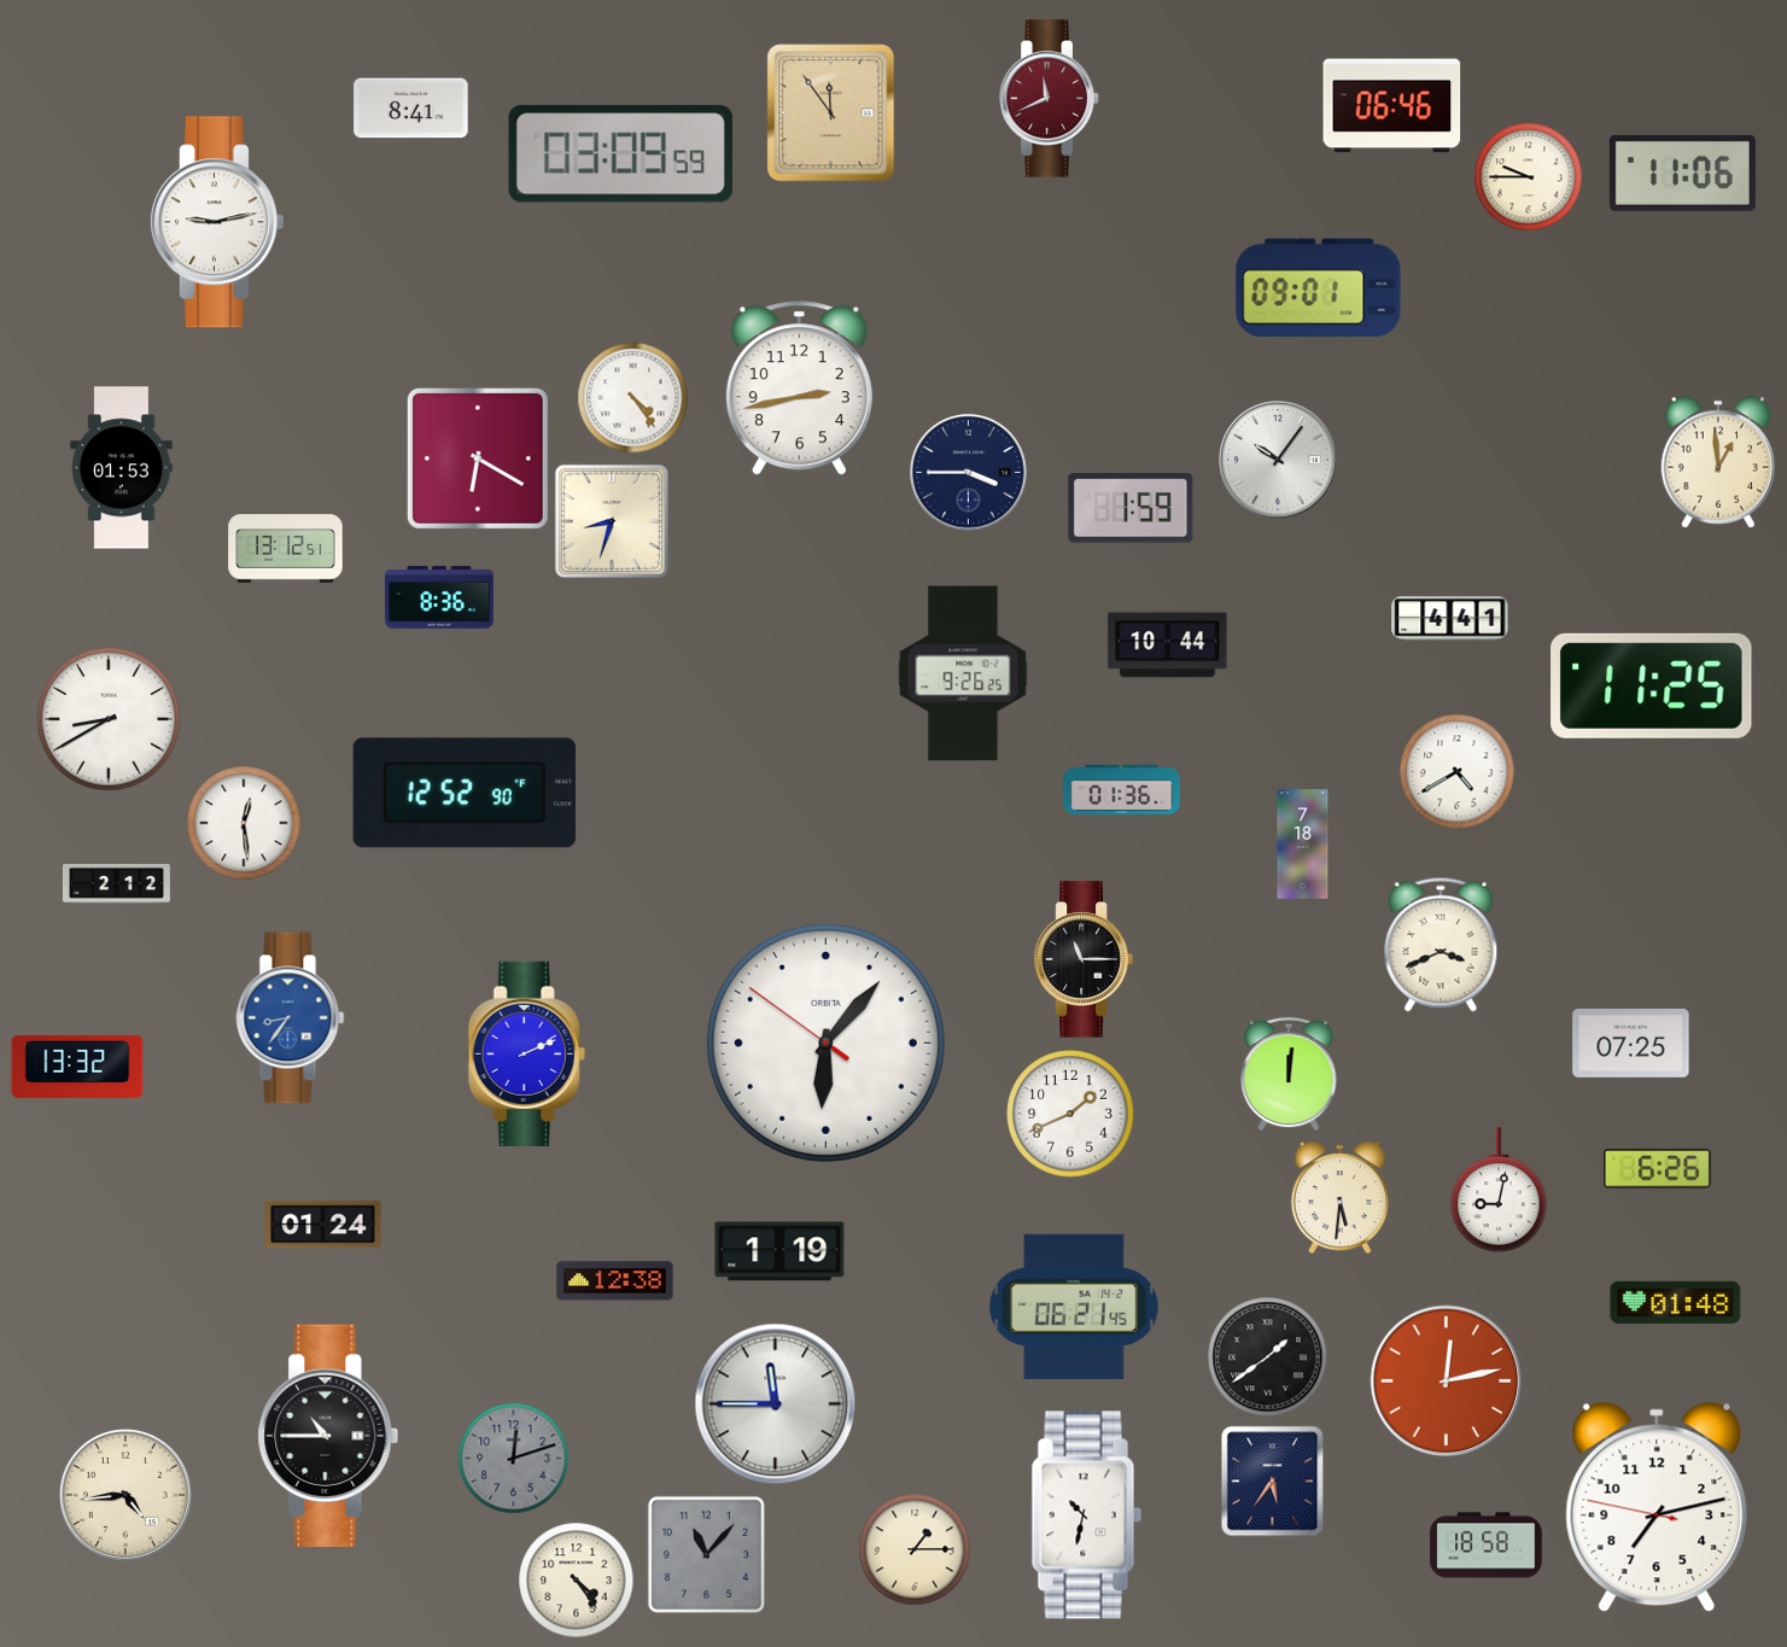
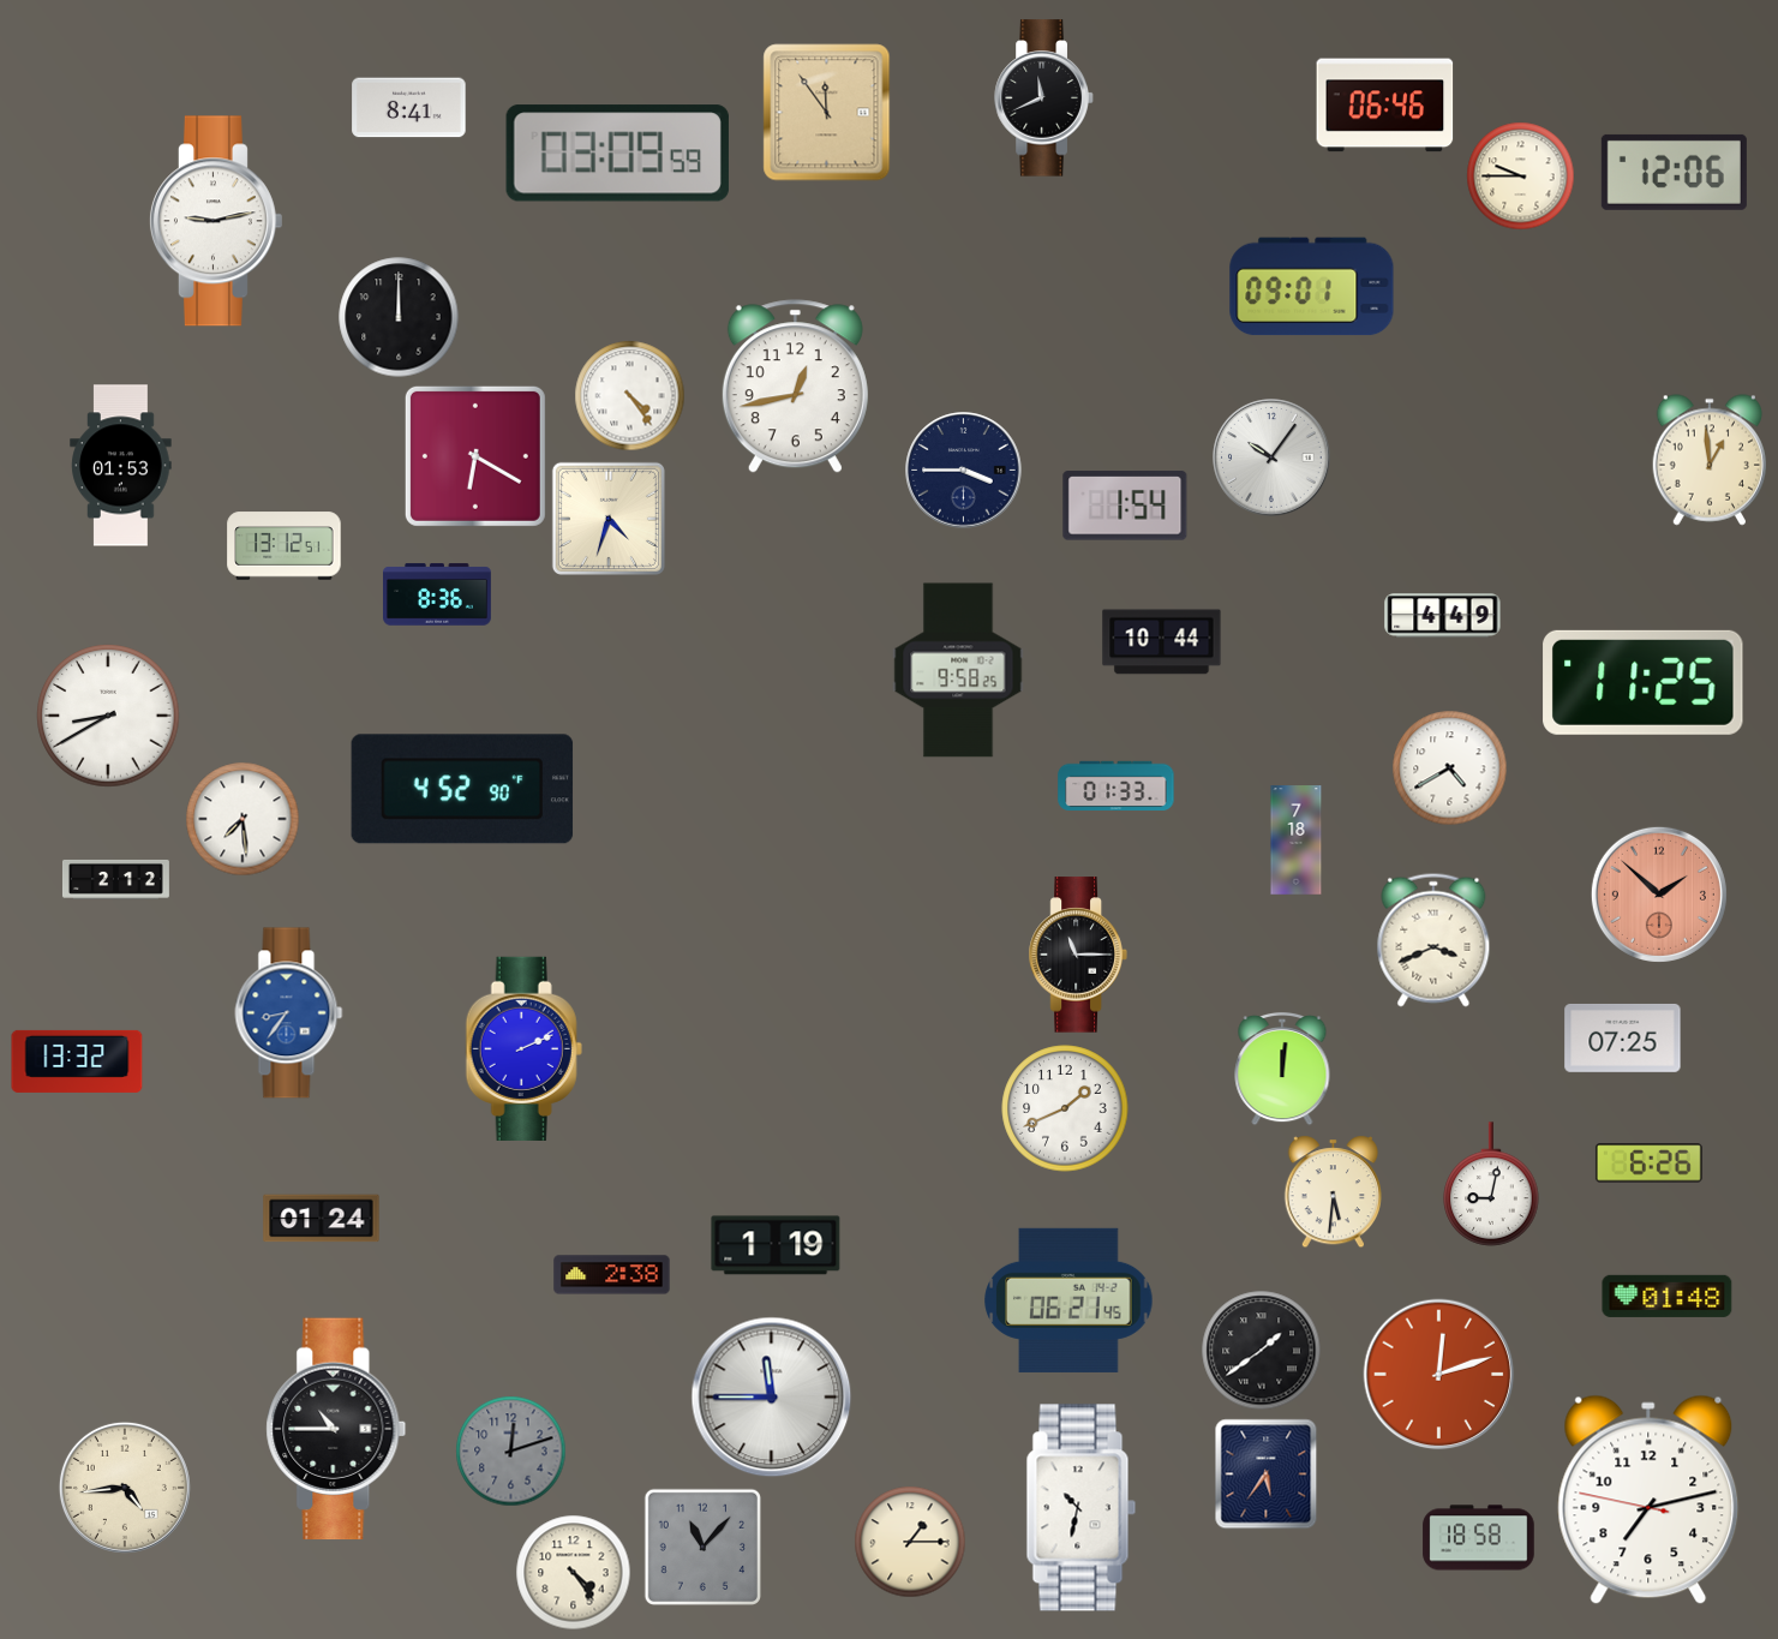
clock at (1050, 99) dial: burgundy -> black
clock at (1682, 173): 11:06 -> 12:06
clock at (399, 317): none -> 12:00
clock at (799, 389): 2:43 -> 12:43
clock at (1131, 508): 1:59 -> 1:54
clock at (612, 521): 8:33 -> 4:33
clock at (1450, 619): 4:41 -> 4:49
clock at (963, 673): 9:26 -> 9:58
clock at (1122, 790): 01:36 -> 01:33
clock at (465, 793): 12:52 -> 4:52
clock at (244, 823): 12:29 -> 7:29
clock at (1659, 895): none -> 1:52
clock at (825, 1042): 6:06 -> none
clock at (615, 1281): 12:38 -> 2:38
clock at (1447, 1382): 12:13 -> 12:12
clock at (328, 1436) position: (328, 1436) -> (336, 1429)
